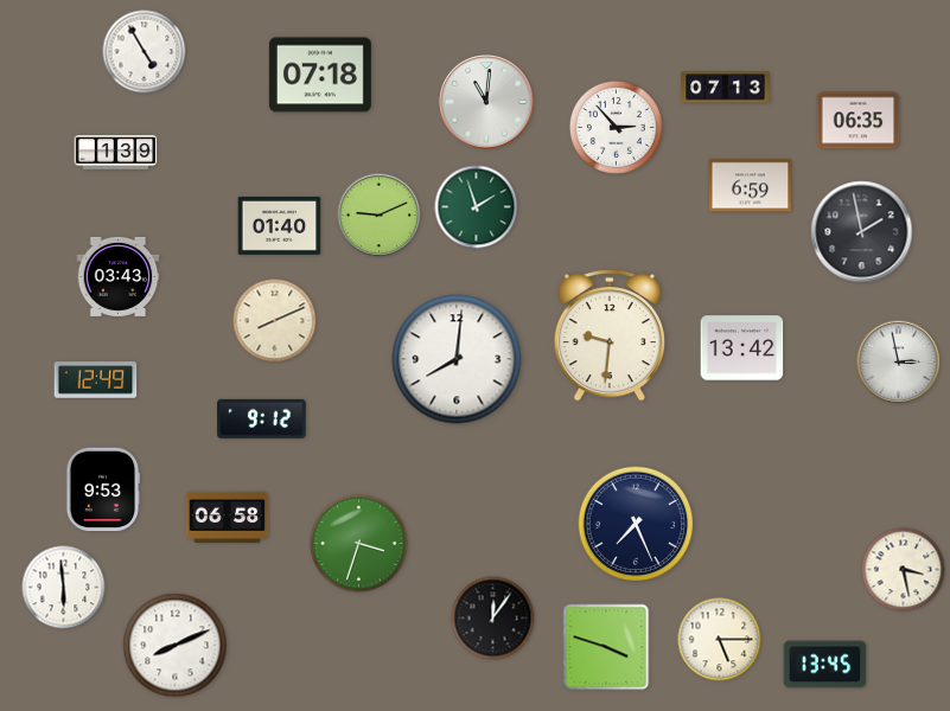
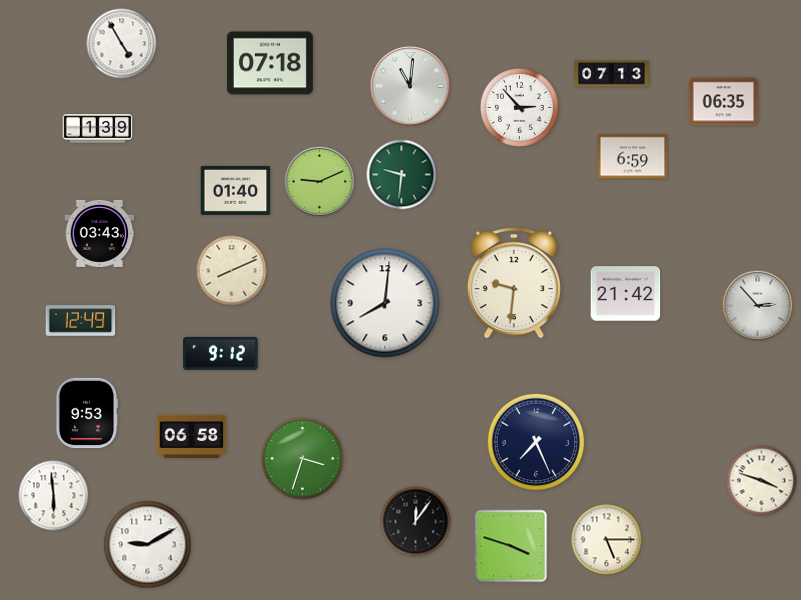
clock at (477, 207): 1:57 -> 9:31
clock at (862, 232): 1:58 -> none
clock at (742, 348): 13:42 -> 21:42
clock at (899, 363): 2:58 -> 2:53
clock at (904, 570): 3:28 -> 3:48
clock at (176, 646): 8:11 -> 9:10
clock at (825, 665): 13:45 -> none
